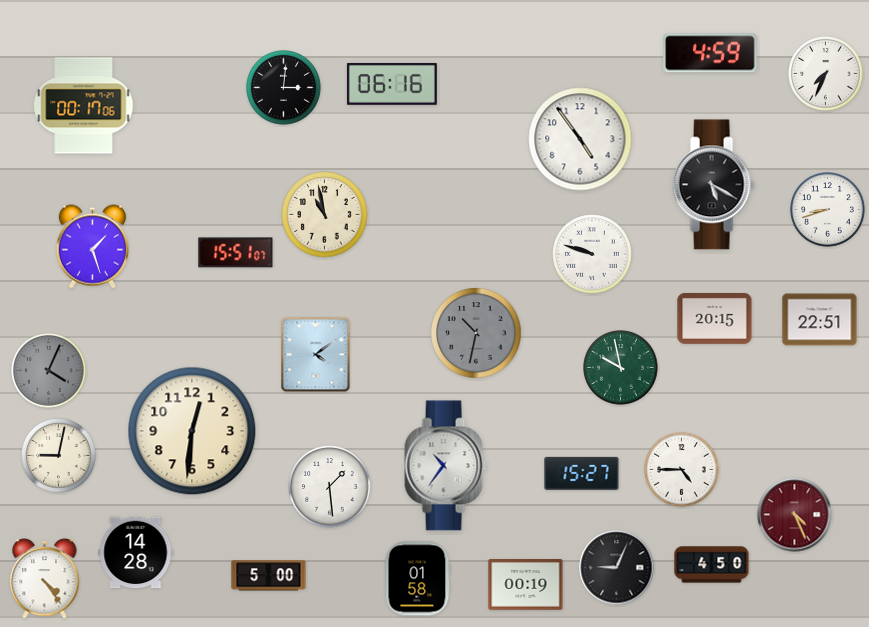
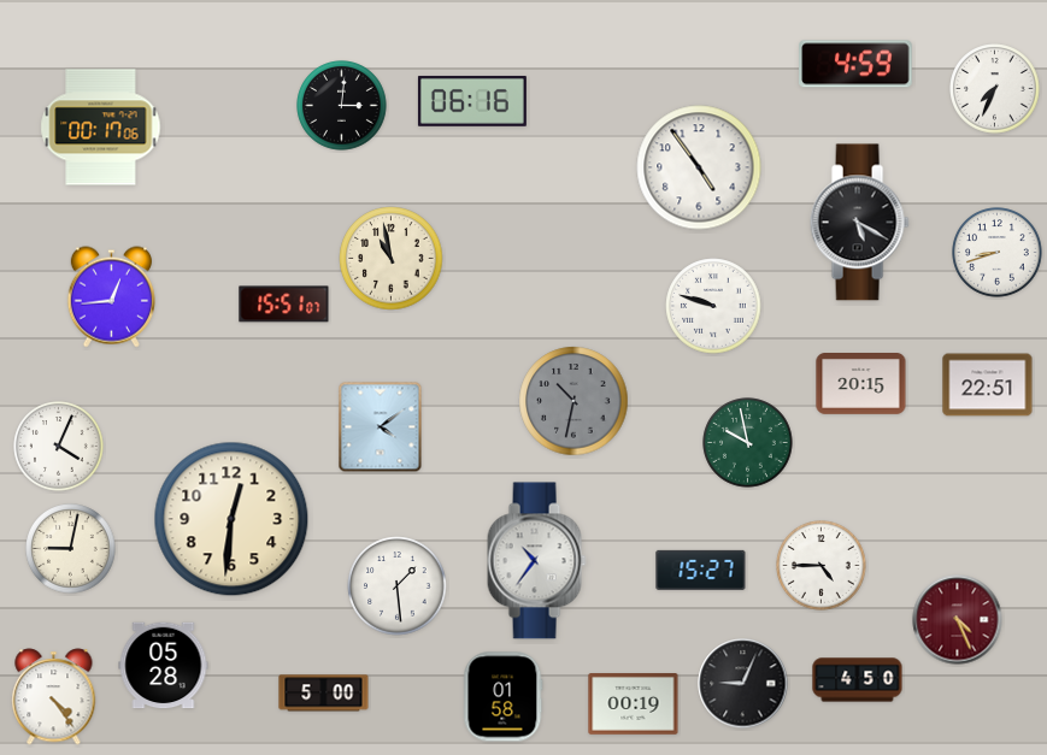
clock at (92, 247): 1:27 -> 12:44
clock at (49, 371) dial: grey -> white
clock at (136, 553): 14:28 -> 05:28
